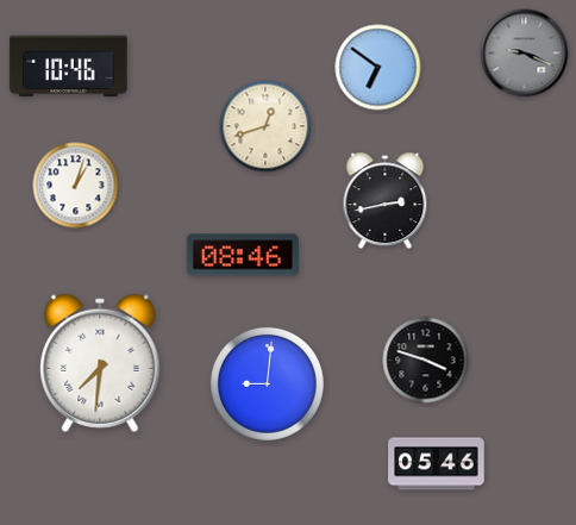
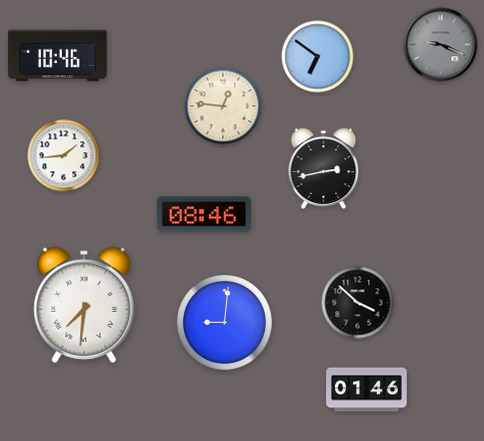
clock at (265, 126): 12:42 -> 12:46
clock at (76, 186): 1:03 -> 1:44
clock at (426, 361): 3:48 -> 3:52
clock at (437, 464): 05:46 -> 01:46
